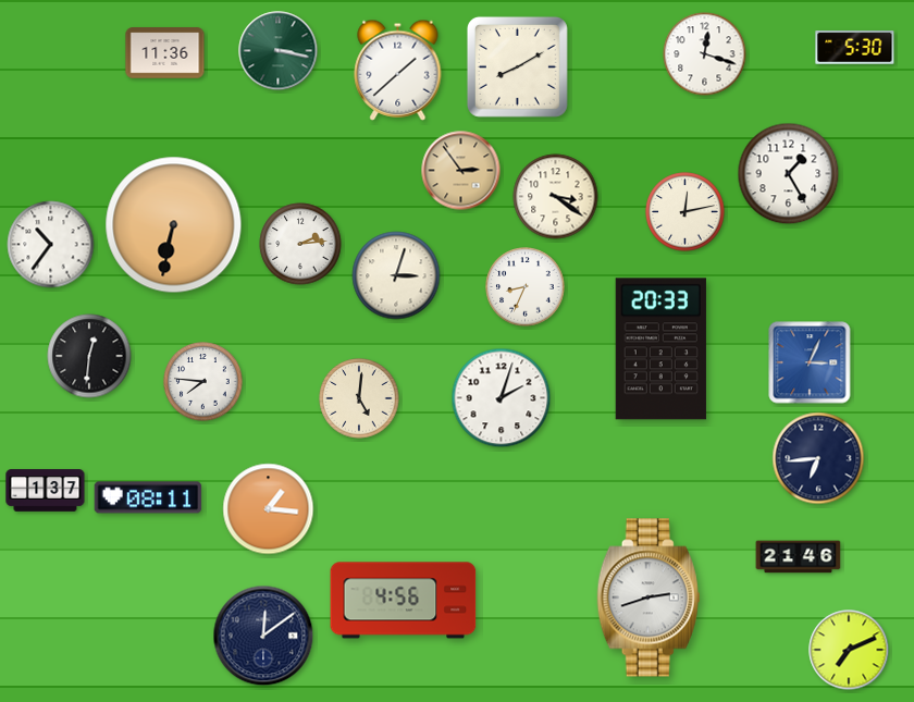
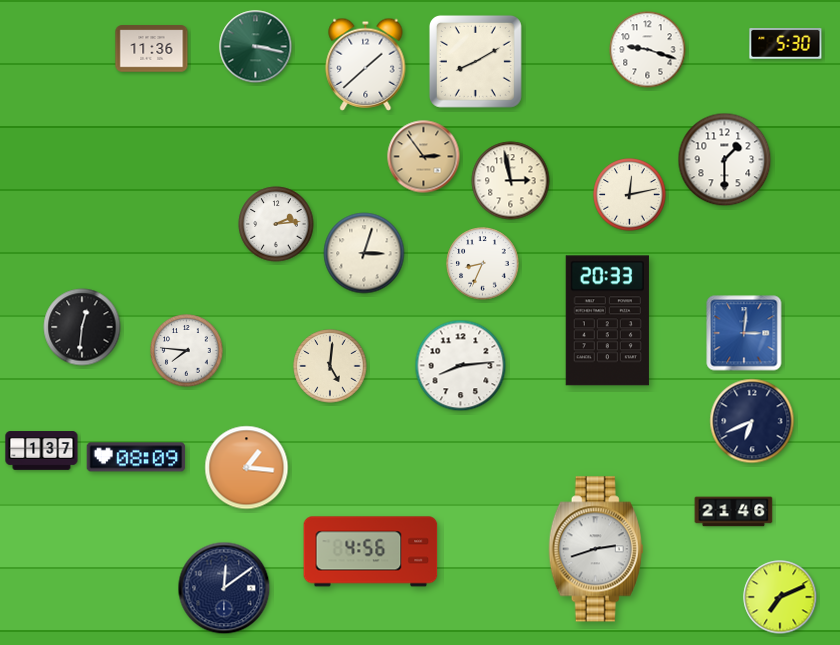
clock at (705, 54): 12:18 -> 9:18
clock at (789, 174): 1:25 -> 1:30
clock at (556, 197): 3:21 -> 2:58
clock at (174, 225): 6:32 -> none
clock at (51, 245): 10:36 -> none
clock at (810, 362): 3:04 -> 3:01
clock at (502, 398): 2:03 -> 8:14
clock at (818, 458): 6:44 -> 6:41
clock at (148, 497): 08:11 -> 08:09
clock at (263, 636) position: (263, 636) -> (224, 588)
